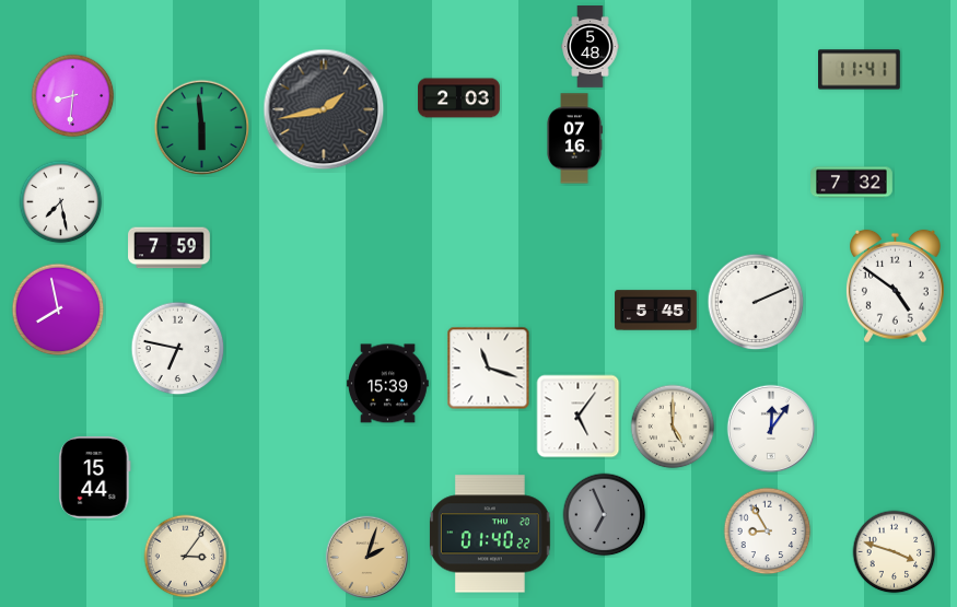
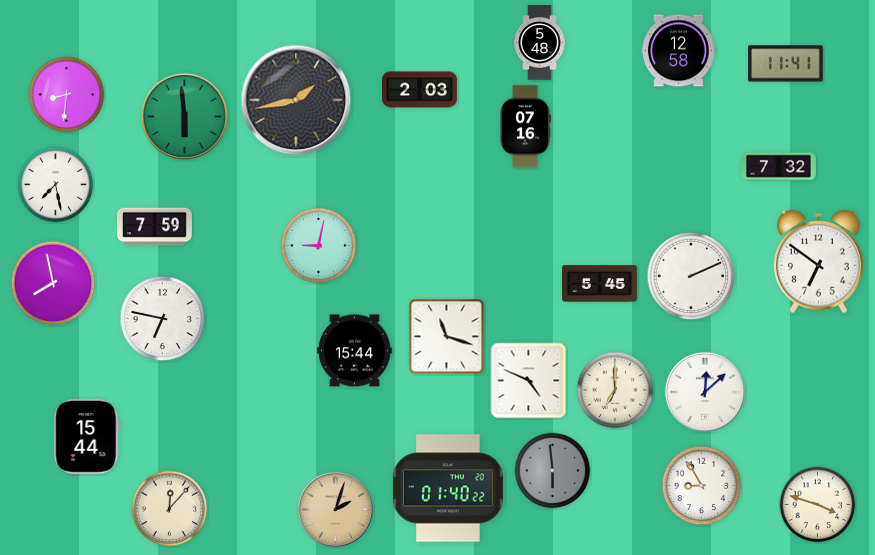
clock at (679, 51): none -> 12:58
clock at (73, 96) position: (73, 96) -> (67, 95)
clock at (319, 246): none -> 9:02
clock at (895, 287): 4:51 -> 6:51
clock at (388, 384): 15:39 -> 15:44
clock at (579, 417): 5:06 -> 4:49
clock at (673, 427): 5:00 -> 7:00
clock at (771, 429): 12:06 -> 12:08
clock at (605, 515): 6:56 -> 5:59
clock at (186, 557): 3:06 -> 12:07
